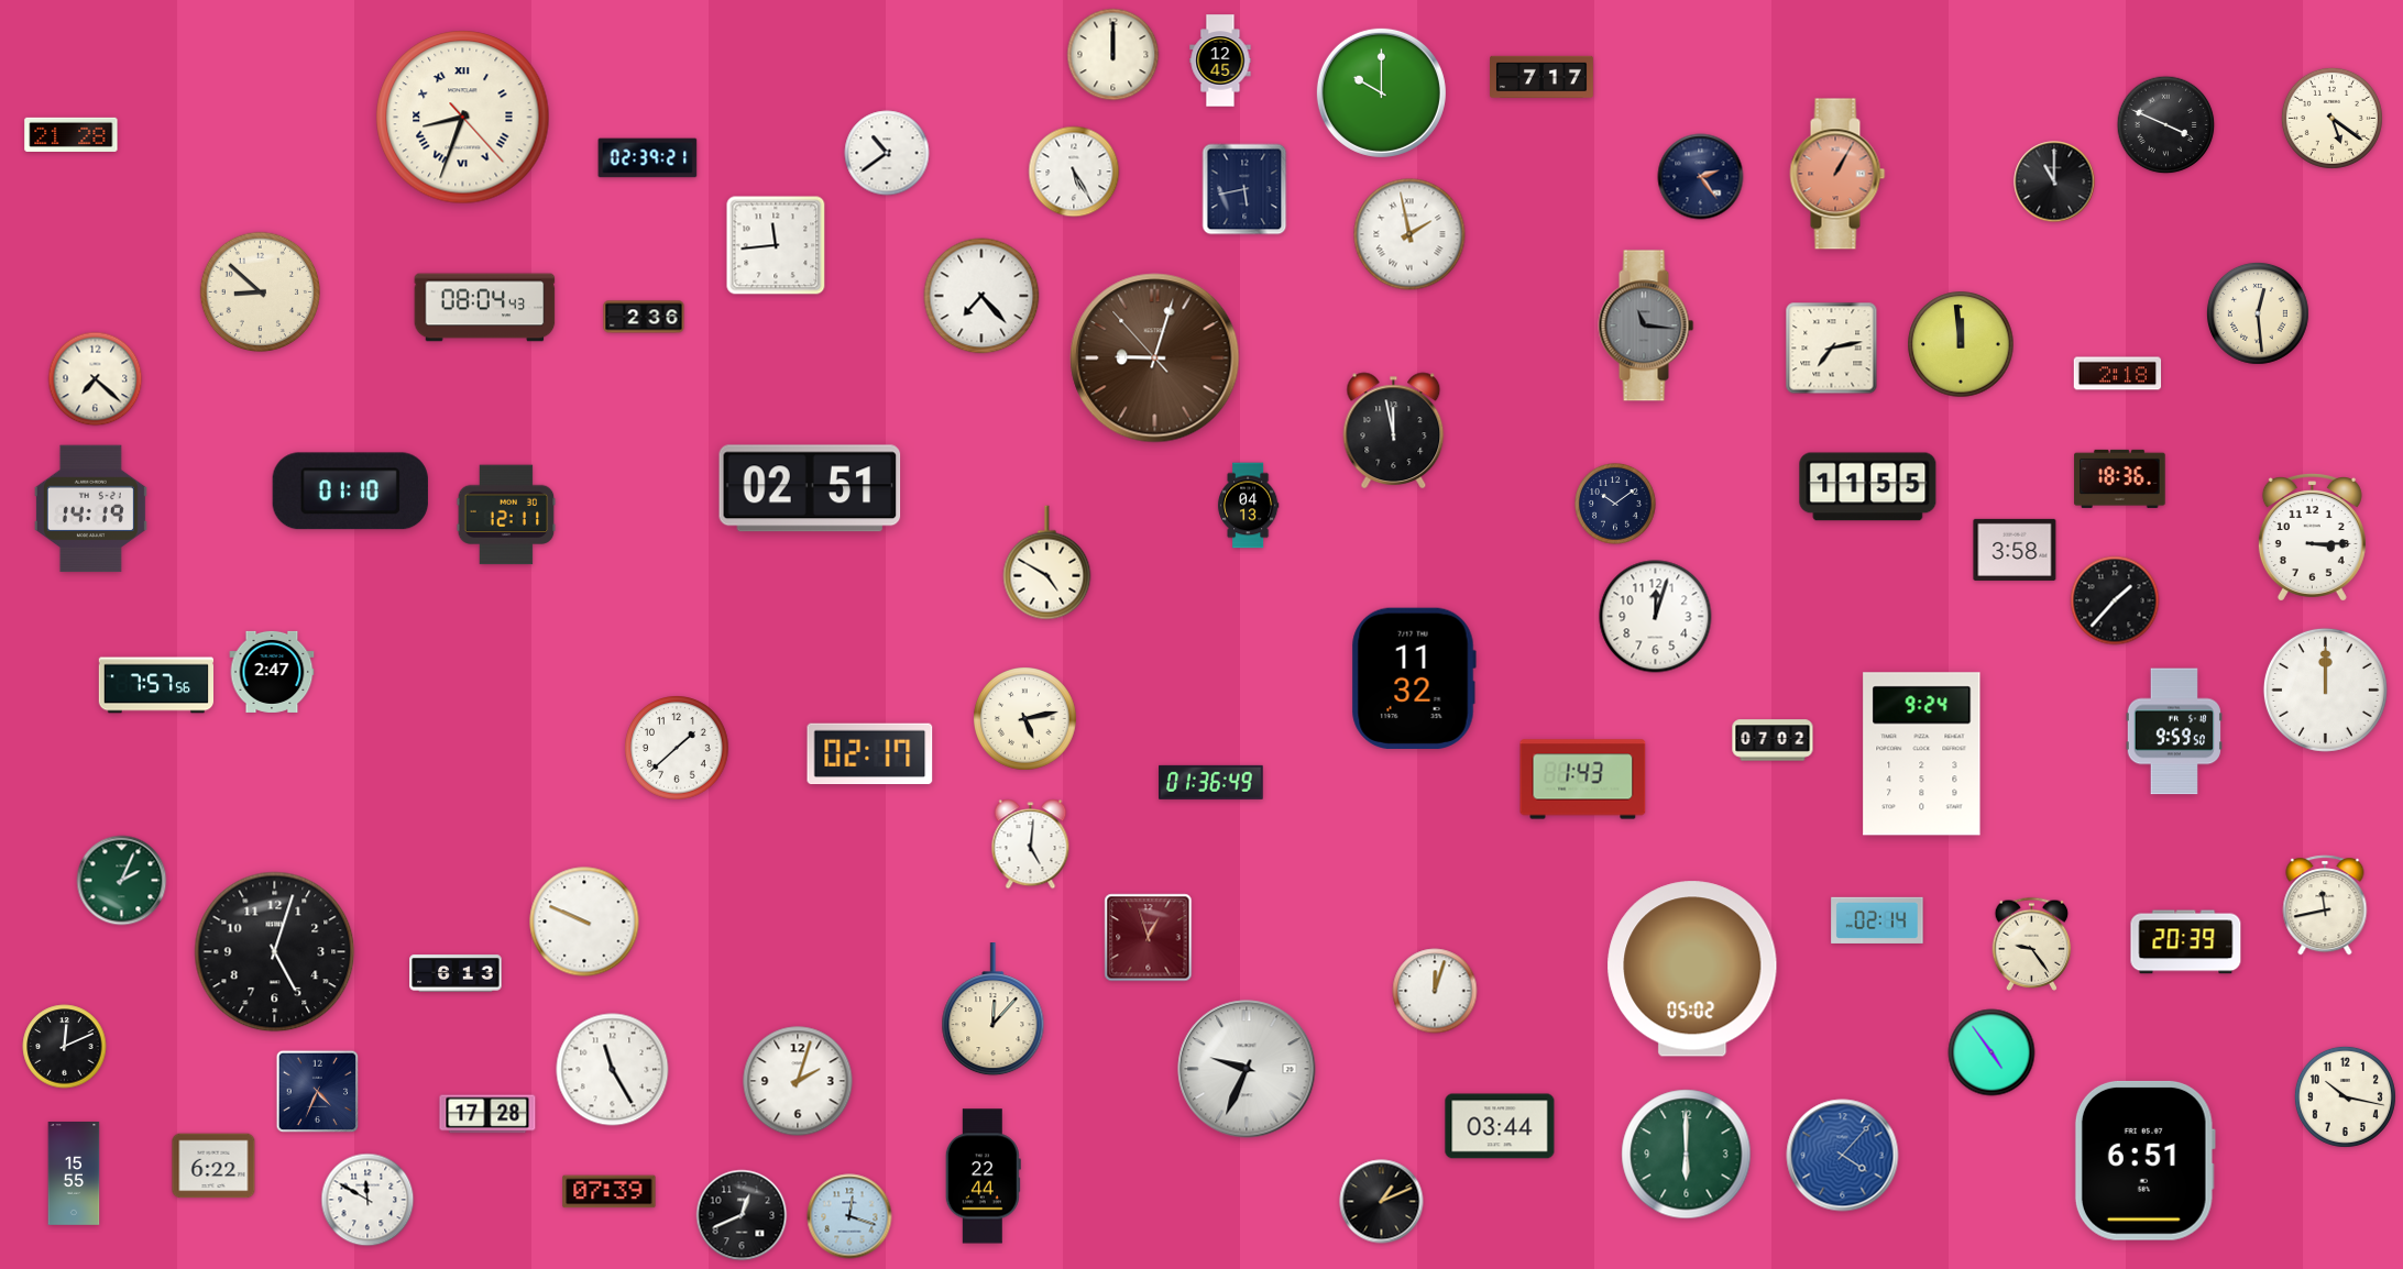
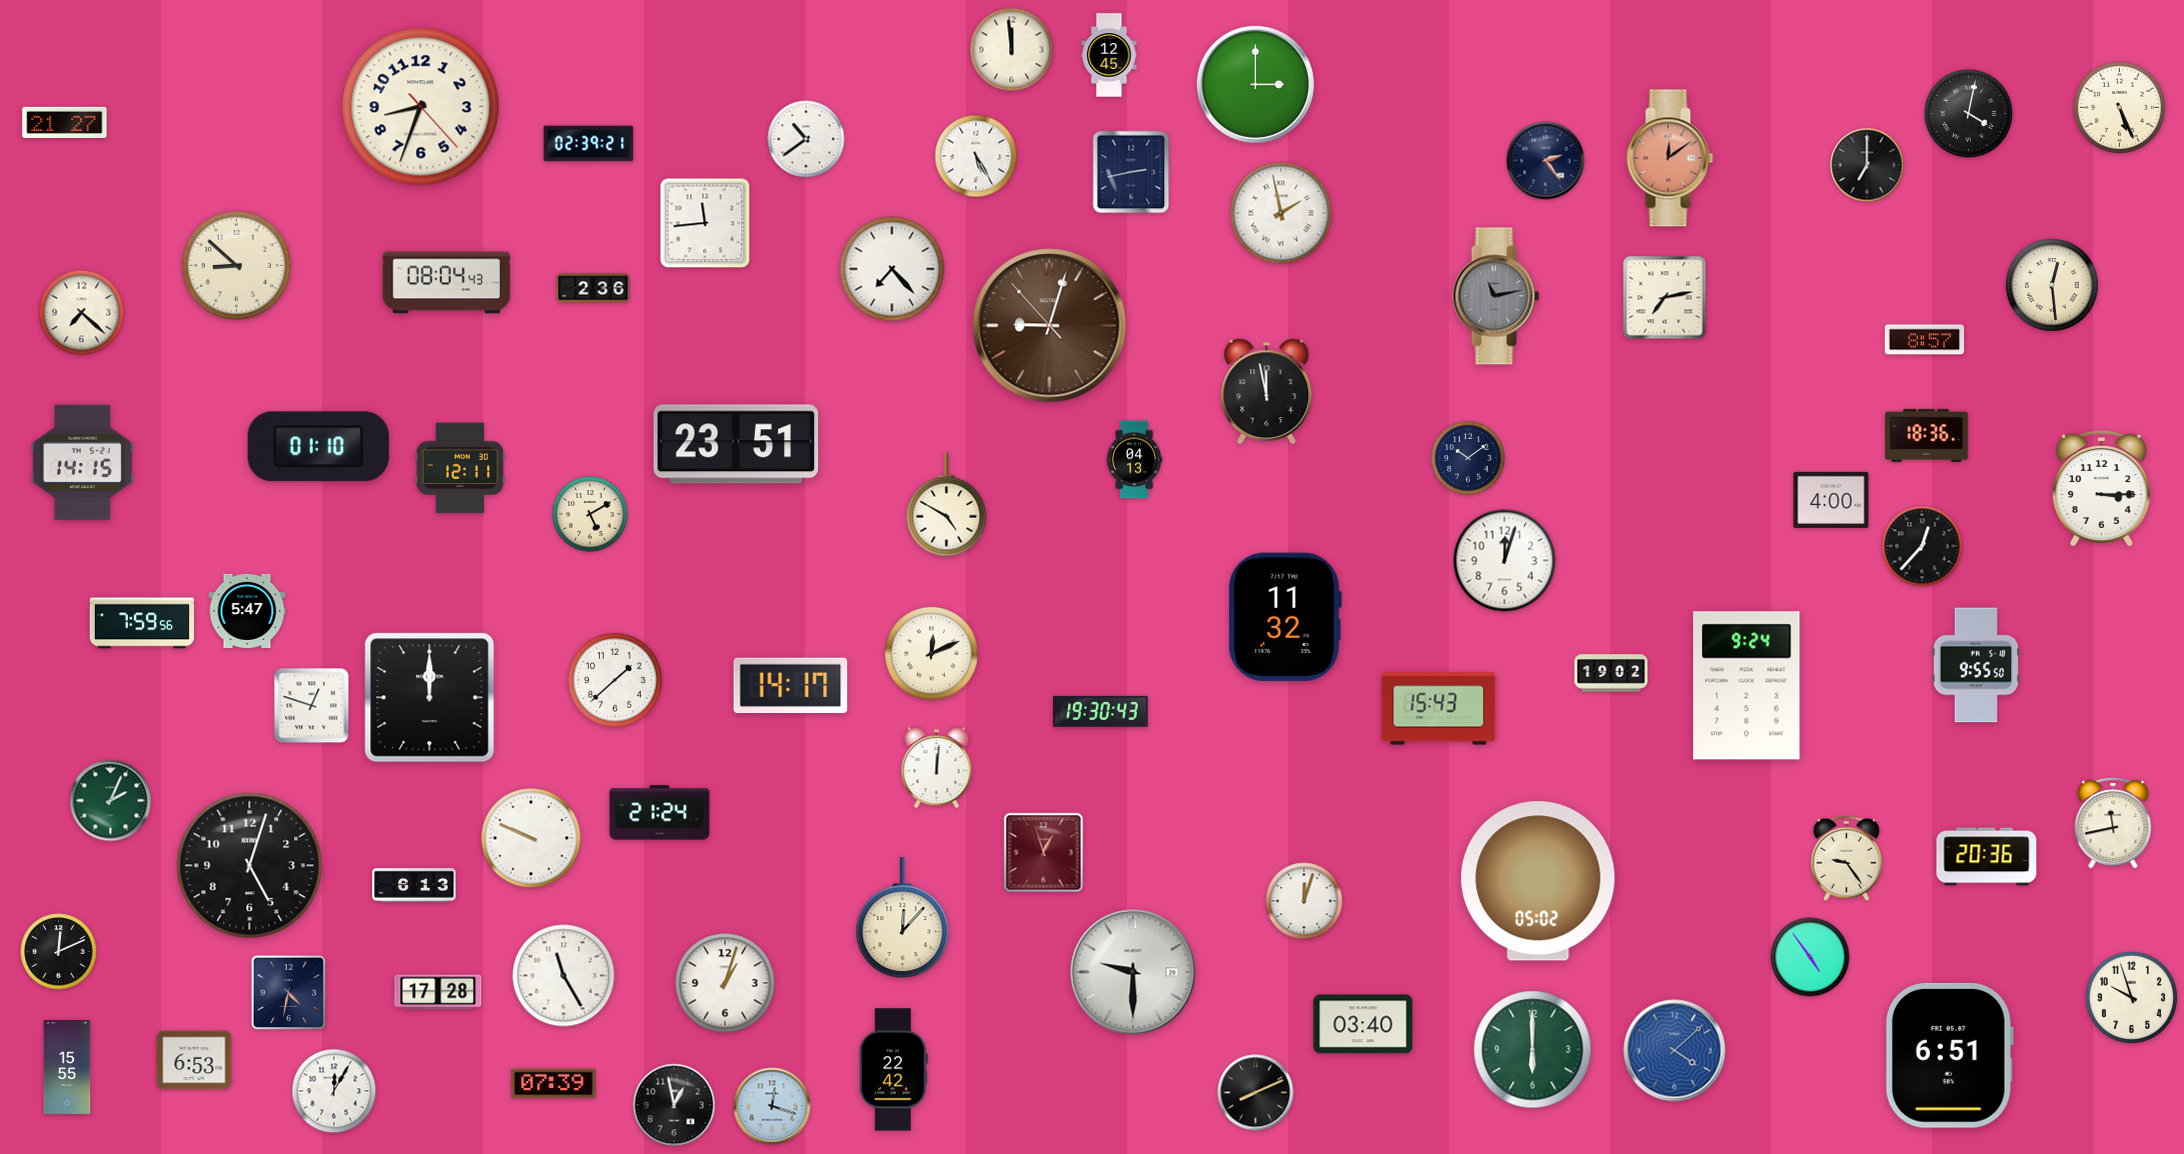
clock at (1113, 55): 12:00 -> 11:59
clock at (1543, 77): 7:17 -> none
clock at (1381, 92): 10:00 -> 3:00
clock at (463, 118) numerals: Roman -> Arabic
clock at (2331, 118): 5:21 -> 5:26
clock at (2166, 125): 3:49 -> 4:02
clock at (72, 134): 21:28 -> 21:27
clock at (1837, 174): 1:05 -> 12:09
clock at (2054, 181): 11:00 -> 7:00
clock at (1244, 189): 5:43 -> 2:43
clock at (485, 308) position: (485, 308) -> (447, 283)
clock at (644, 317) position: (644, 317) -> (593, 288)
clock at (1646, 325): 11:16 -> 11:13
clock at (1961, 344): 11:59 -> none
clock at (1832, 349) position: (1832, 349) -> (1665, 298)
clock at (2118, 374): 2:18 -> 8:57
clock at (96, 379) position: (96, 379) -> (82, 313)
clock at (1868, 487): 11:55 -> none
clock at (810, 488): 02:51 -> 23:51
clock at (90, 509): 14:19 -> 14:15
clock at (2015, 550): 3:58 -> 4:00
clock at (1047, 563) position: (1047, 563) -> (947, 505)
clock at (590, 514): none -> 5:10
clock at (2115, 600): 1:37 -> 12:37
clock at (272, 672): 2:47 -> 5:47
clock at (156, 685): 7:57 -> 7:59
clock at (2325, 689): 12:00 -> none
clock at (1025, 719): 5:13 -> 12:11
clock at (2173, 731): 9:59 -> 9:55
clock at (1773, 740): 07:02 -> 19:02
clock at (870, 754): 02:17 -> 14:17
clock at (430, 698): none -> 12:00
clock at (312, 706): none -> 12:48
clock at (1583, 780): 1:43 -> 15:43
clock at (1211, 782): 01:36 -> 19:30
clock at (1031, 845): 5:01 -> 12:01
clock at (660, 813): none -> 21:24
clock at (1877, 920): 02:14 -> none
clock at (2186, 942): 20:39 -> 20:36
clock at (1247, 1069): 9:34 -> 9:30
clock at (613, 1070) position: (613, 1070) -> (564, 976)
clock at (798, 1081): 2:03 -> 1:03
clock at (318, 1092): 4:34 -> 4:32
clock at (2345, 1096): 10:17 -> 9:57
clock at (487, 1114) position: (487, 1114) -> (438, 992)
clock at (1500, 1126): 03:44 -> 03:40
clock at (1843, 1156): 4:07 -> 4:08
clock at (213, 1166): 6:22 -> 6:53
clock at (983, 1177): 22:44 -> 22:42
clock at (367, 1200): 11:50 -> 12:05
clock at (1382, 1202): 1:11 -> 8:11
clock at (742, 1215): 12:41 -> 12:58
